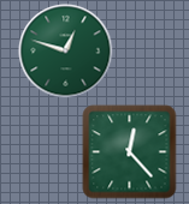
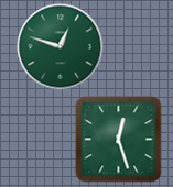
clock at (129, 151): 12:23 -> 12:27
